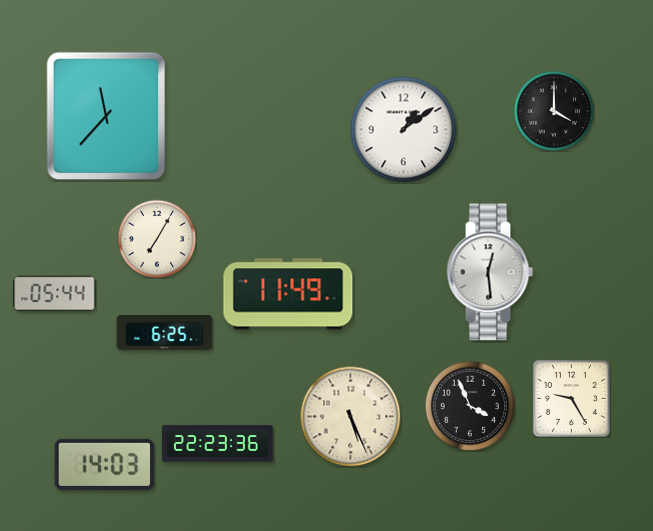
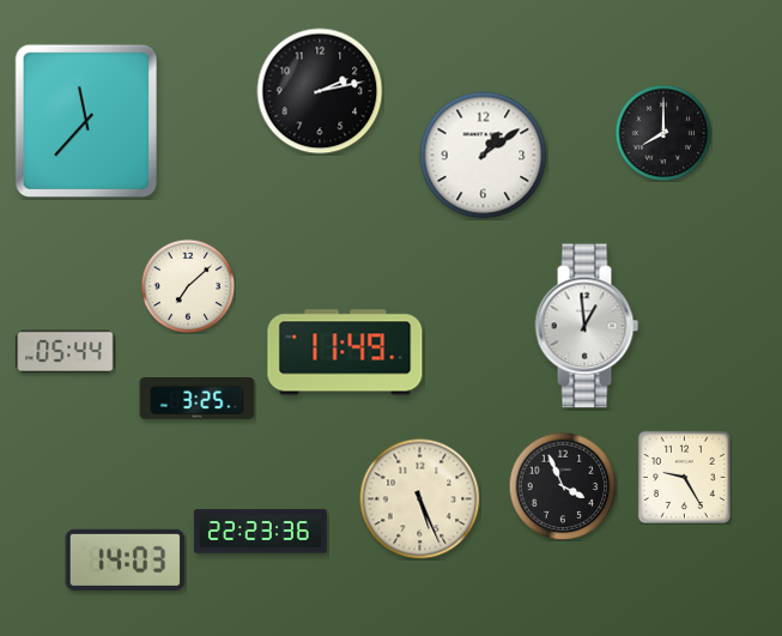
clock at (320, 91): none -> 2:13
clock at (554, 111): 4:00 -> 8:00
clock at (106, 116) position: (106, 116) -> (86, 121)
clock at (157, 239): 7:05 -> 7:08
clock at (490, 272): 12:29 -> 12:59
clock at (165, 333): 6:25 -> 3:25
clock at (105, 464) position: (105, 464) -> (126, 559)
